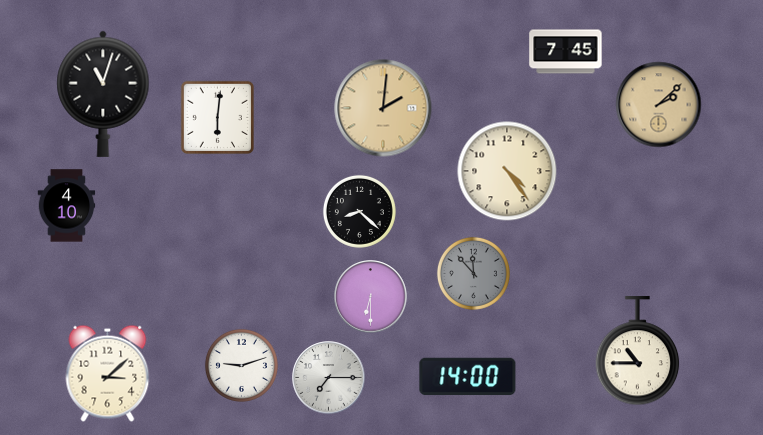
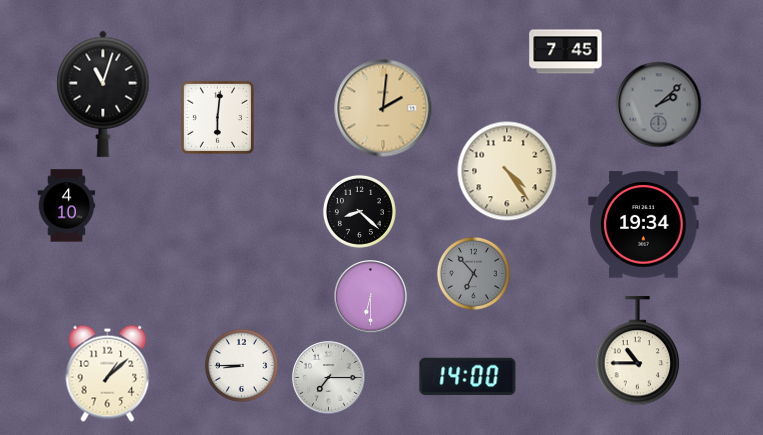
clock at (659, 105) dial: champagne -> grey
clock at (644, 225): none -> 19:34
clock at (473, 273): 11:53 -> 6:53
clock at (241, 365): 9:12 -> 8:45
clock at (108, 373): 3:08 -> 1:08
